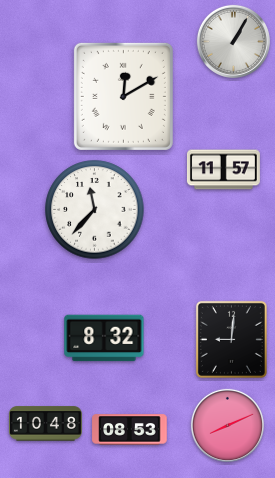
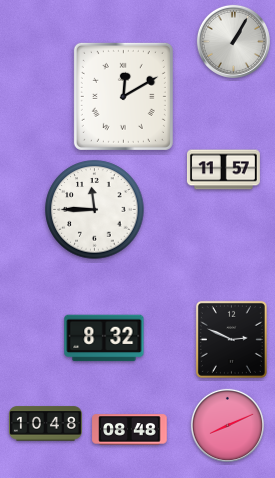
clock at (95, 210): 11:37 -> 11:45
clock at (231, 339): 9:01 -> 2:49
clock at (130, 430): 08:53 -> 08:48
